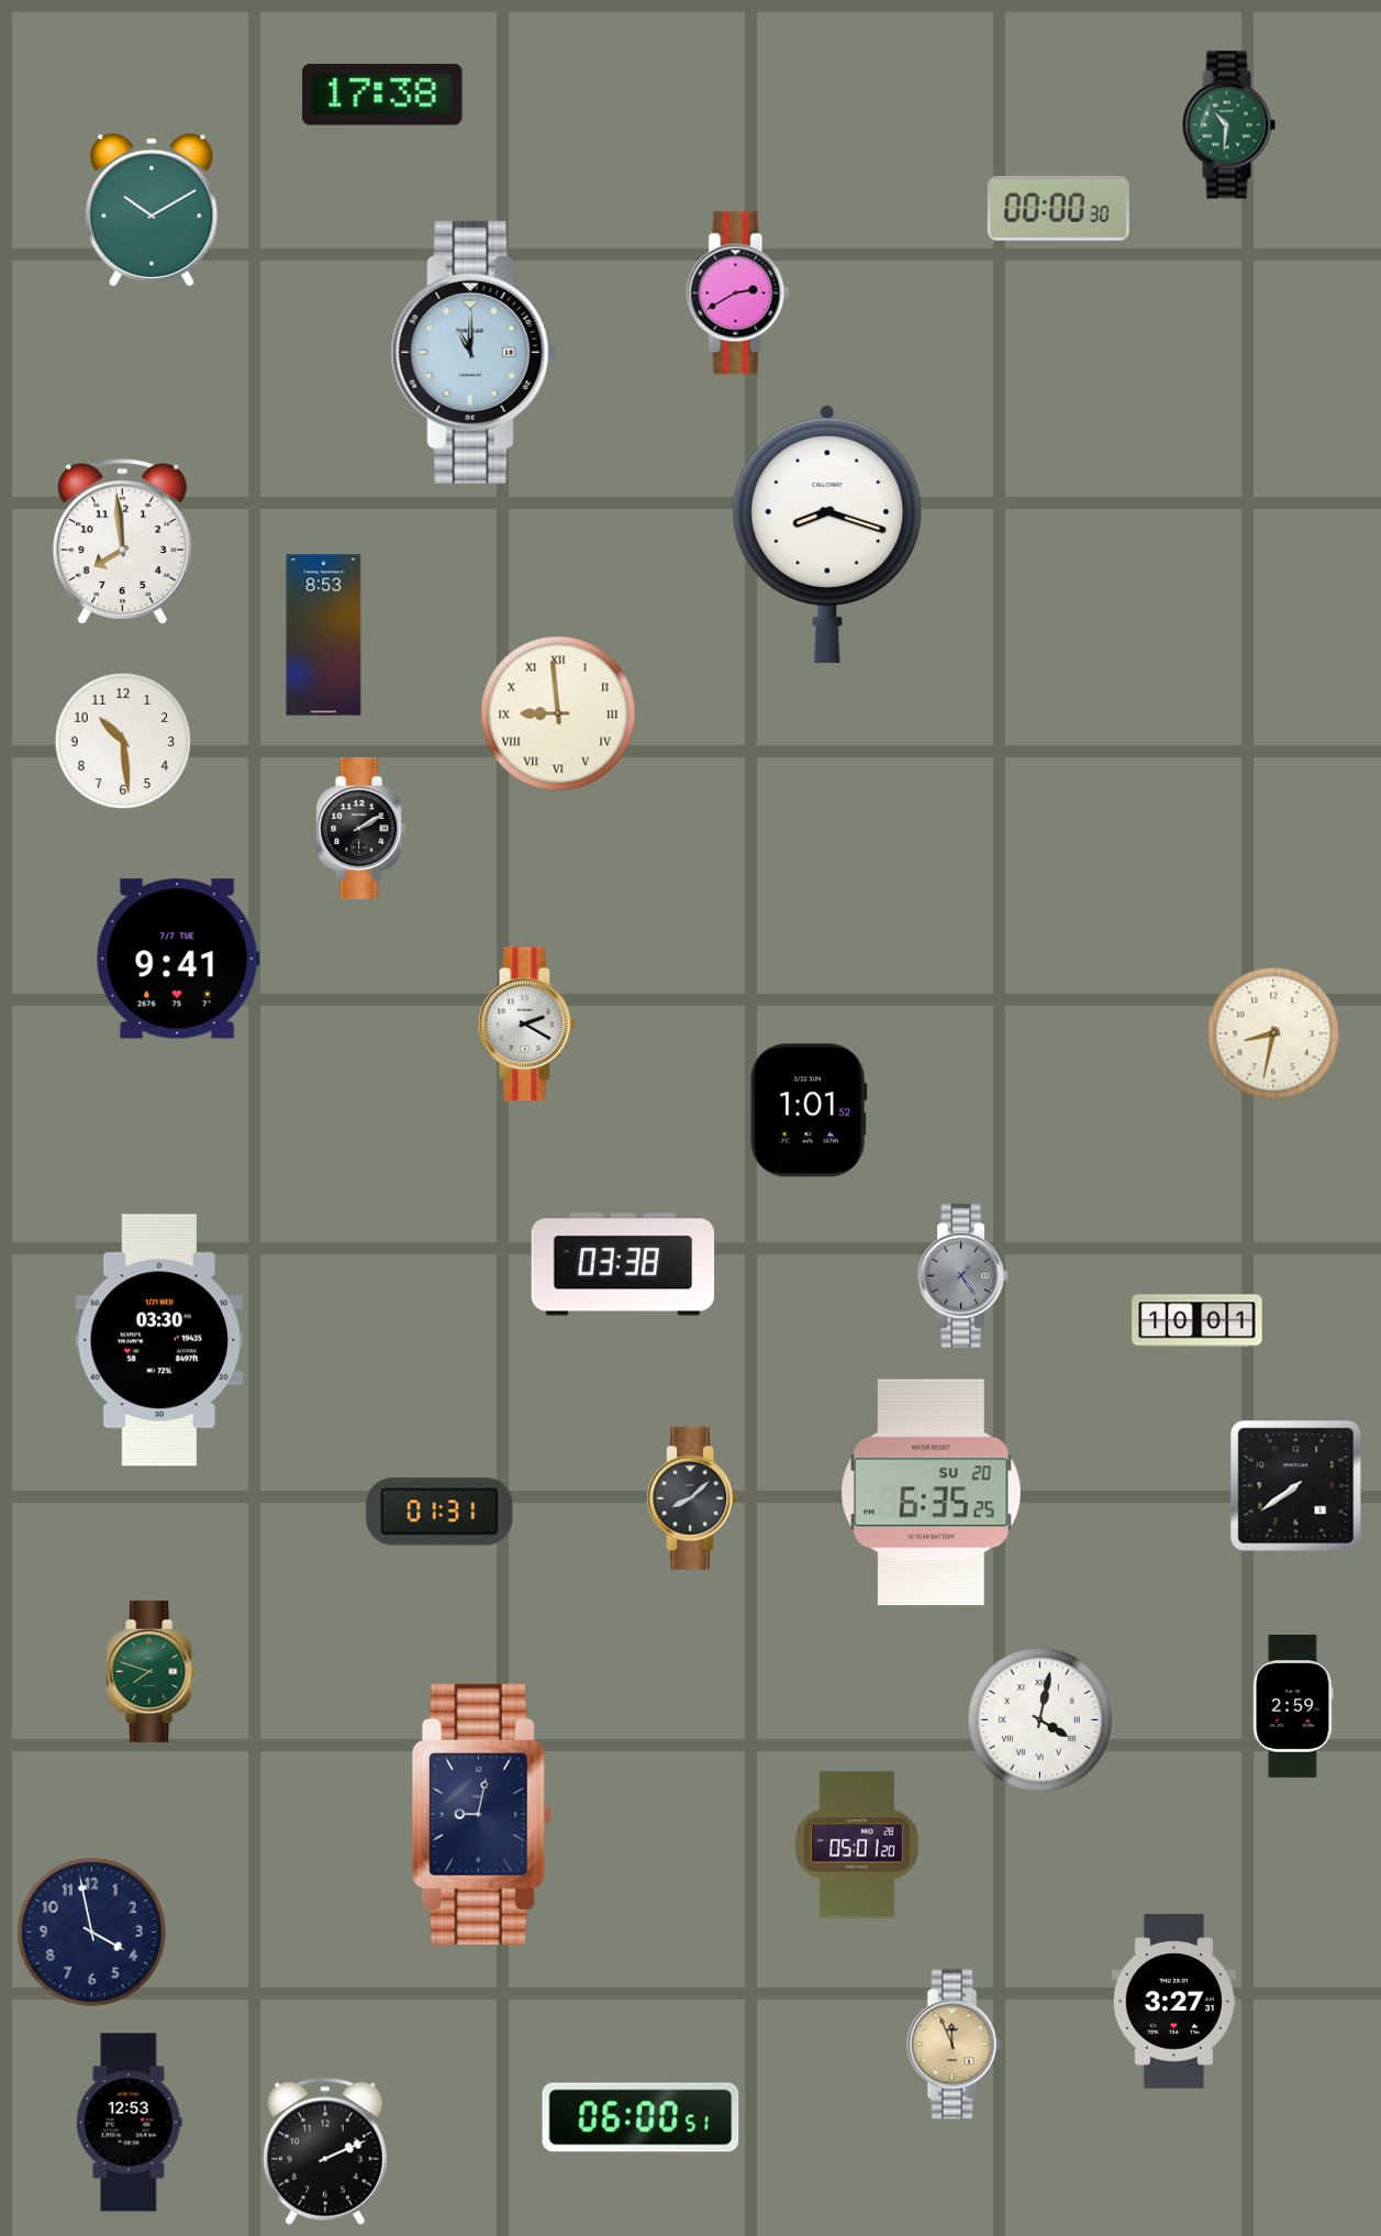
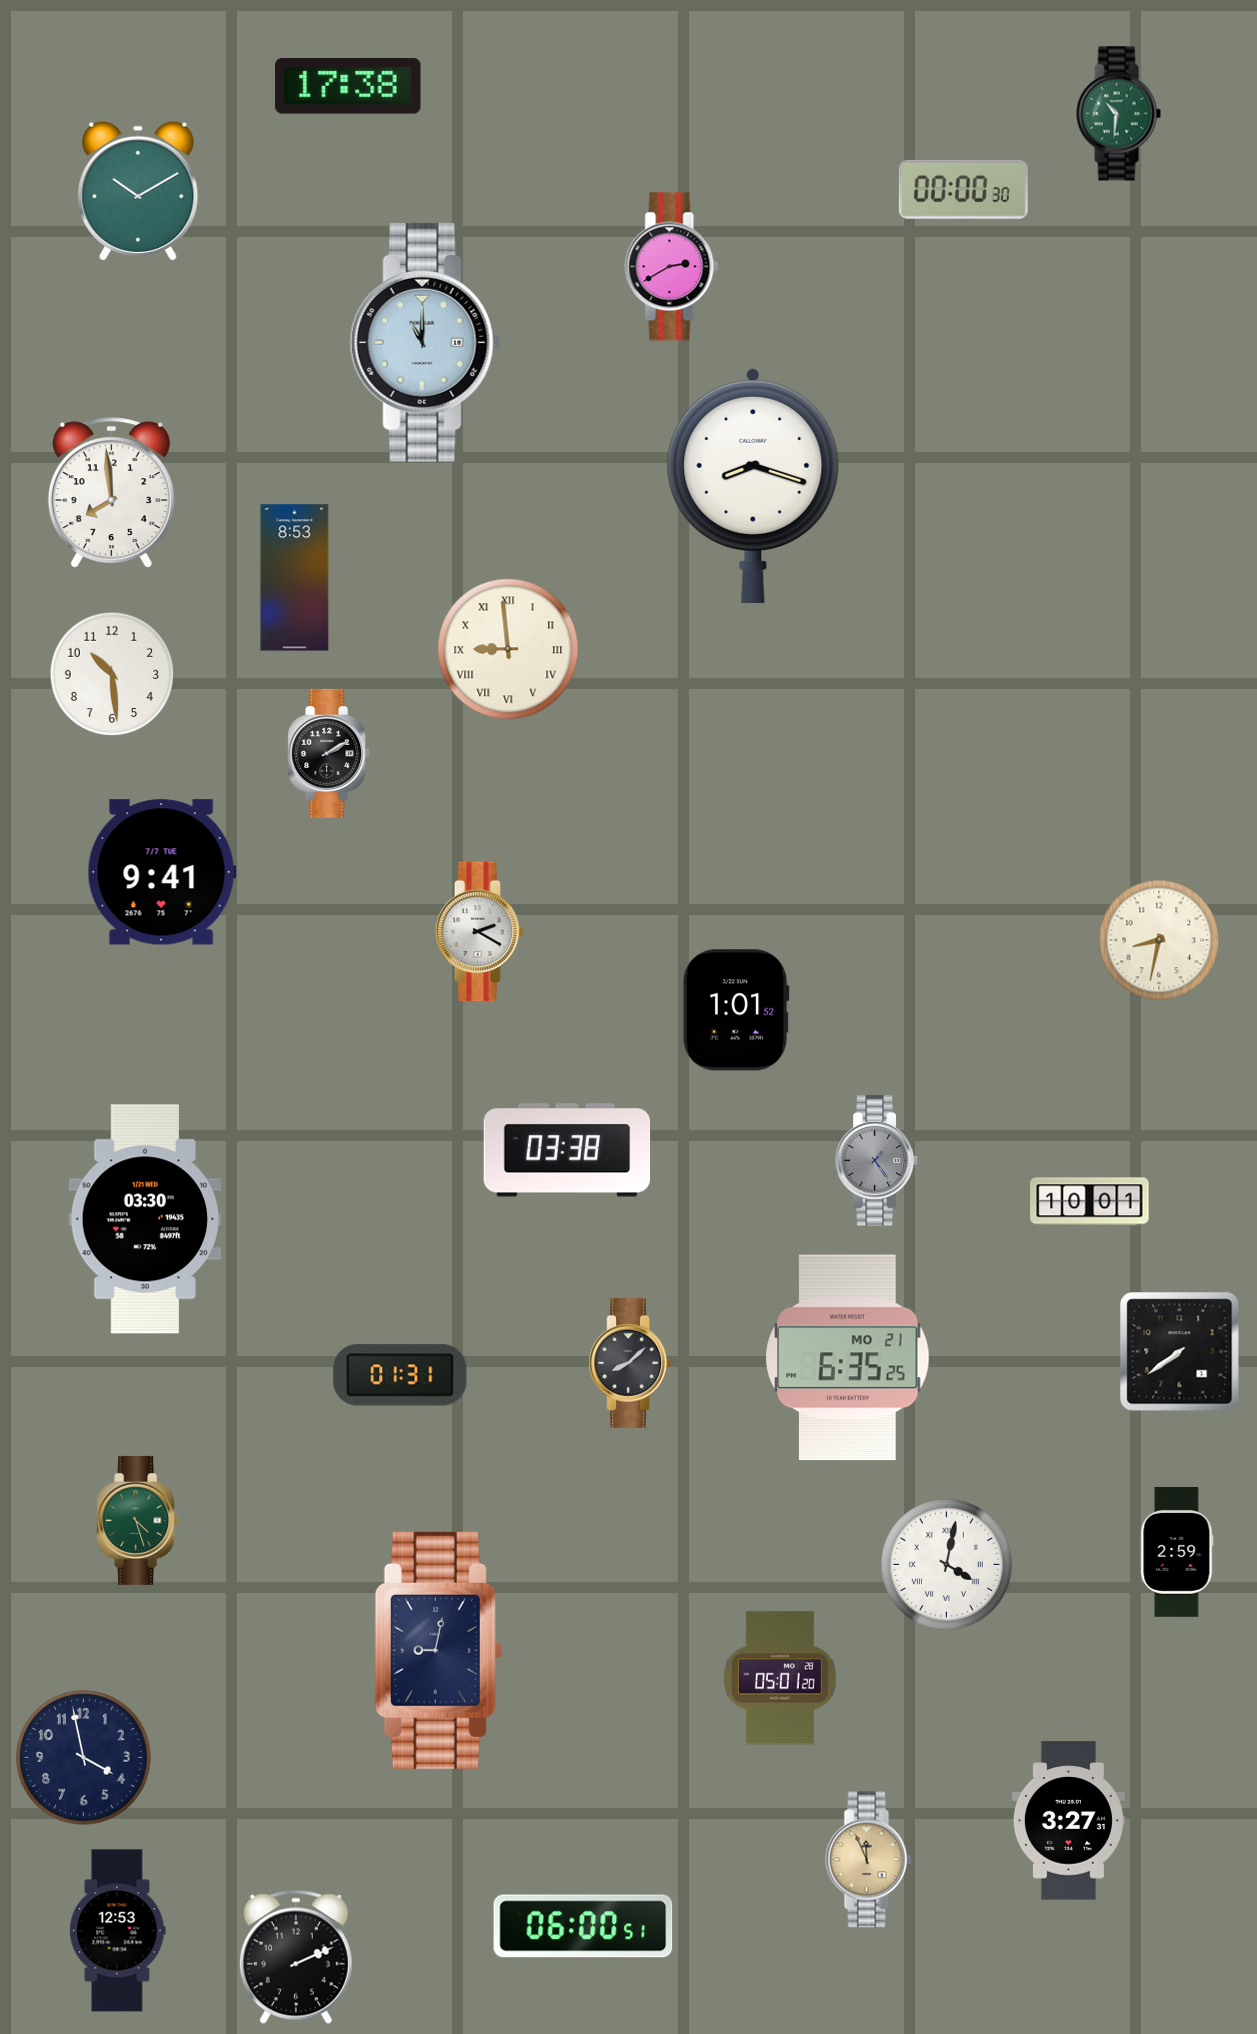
clock at (474, 352) position: (474, 352) -> (425, 342)
clock at (932, 1493) date: SU 20 -> MO 21
clock at (152, 1671): 7:48 -> 4:27
